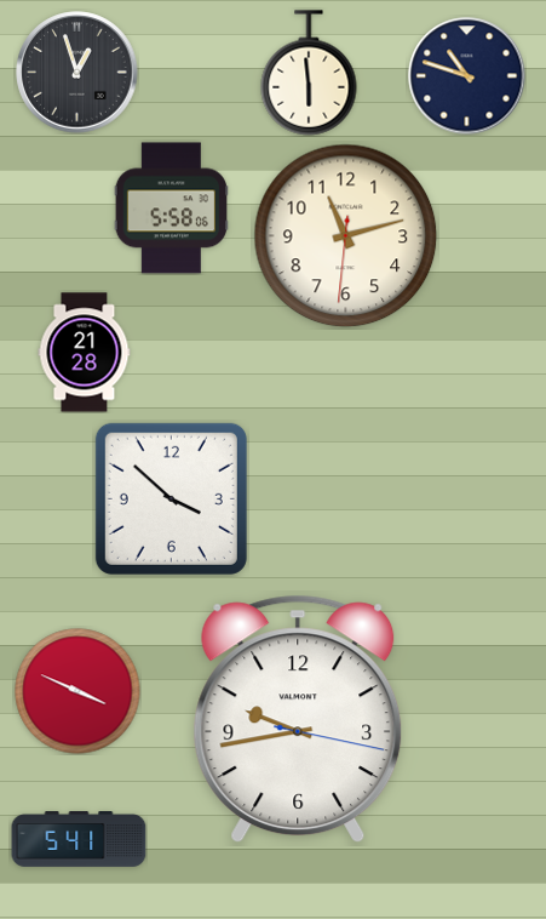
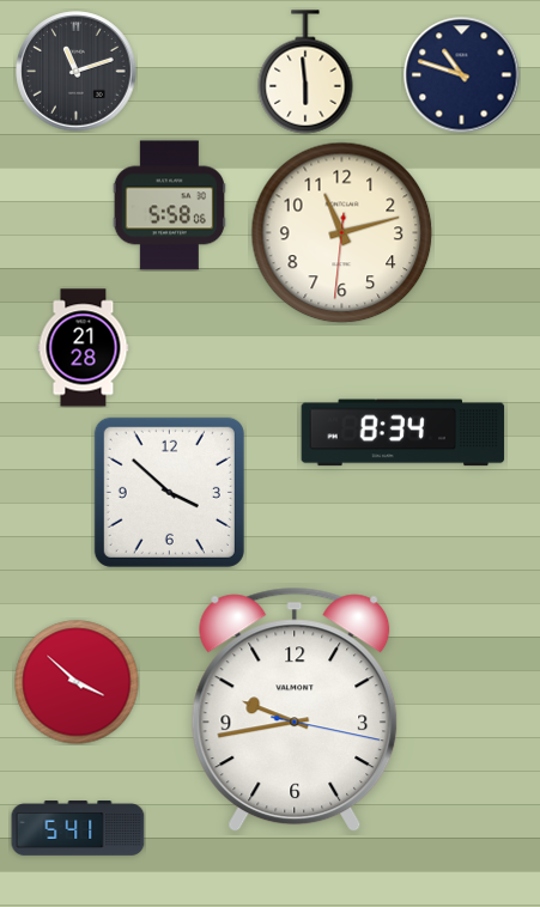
clock at (77, 73): 12:57 -> 11:12
clock at (404, 433): none -> 8:34
clock at (77, 691): 3:49 -> 3:52
